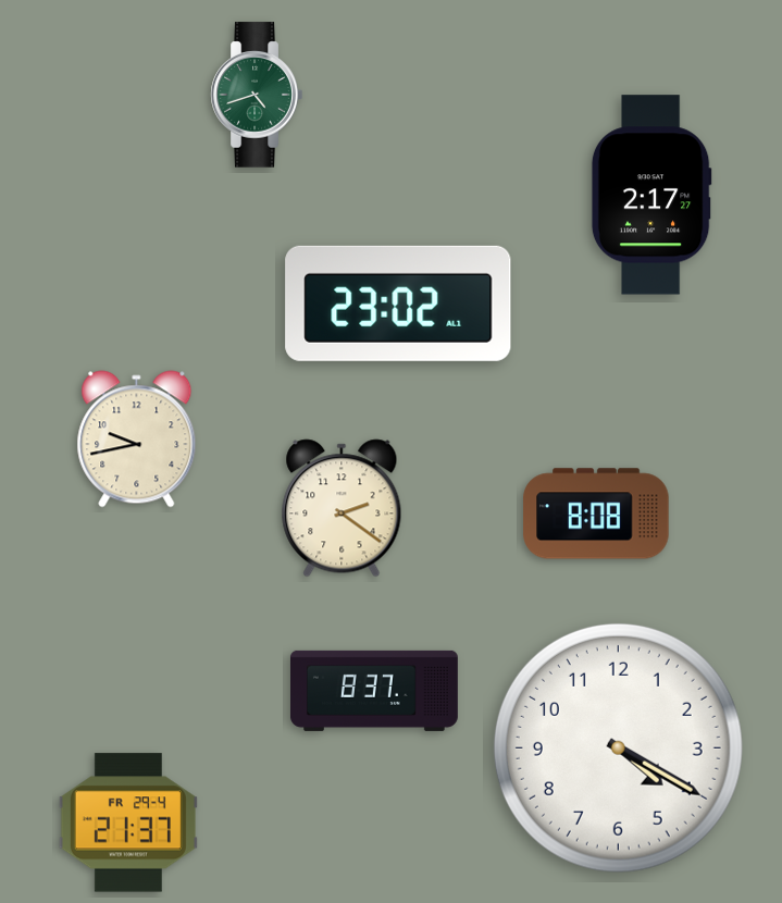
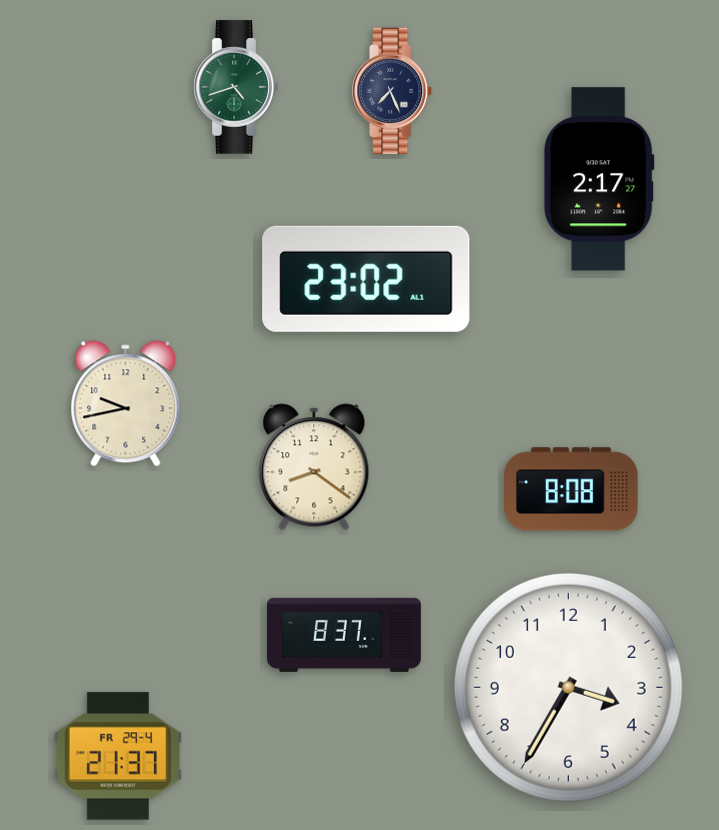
clock at (393, 91): none -> 7:26
clock at (342, 508): 2:21 -> 8:21
clock at (596, 514) position: (596, 514) -> (571, 489)
clock at (618, 747): 4:20 -> 3:35
